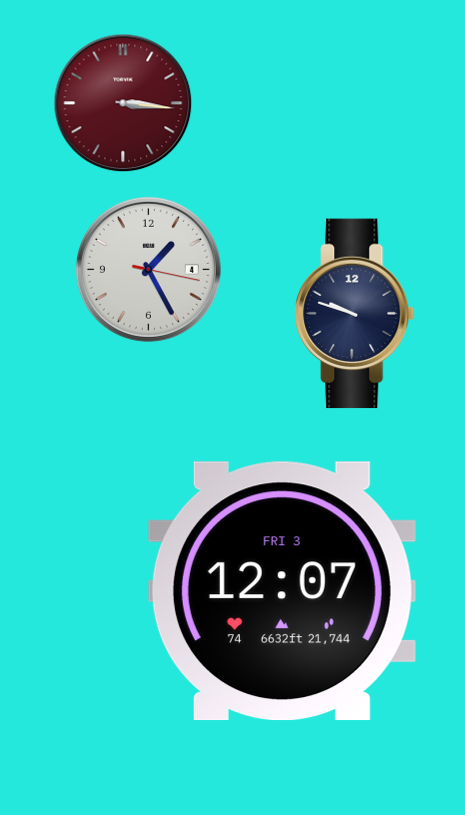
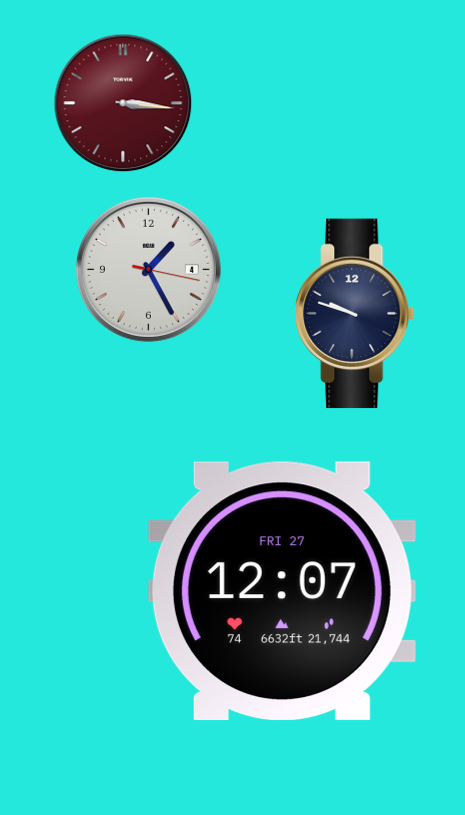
clock at (282, 591) date: FRI 3 -> FRI 27
